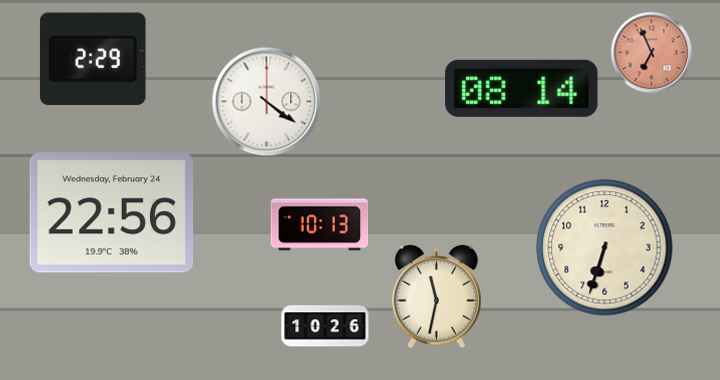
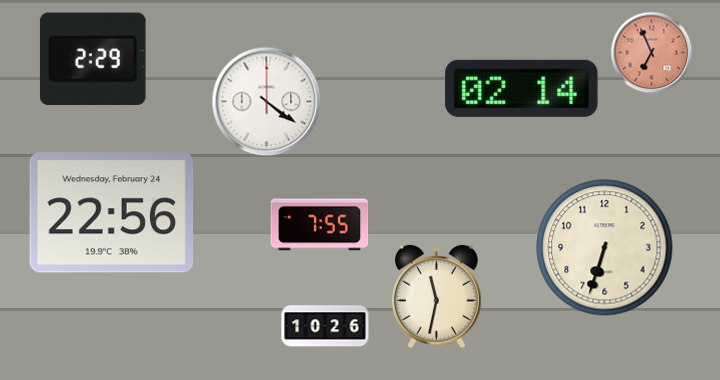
clock at (522, 88): 08:14 -> 02:14
clock at (320, 225): 10:13 -> 7:55
